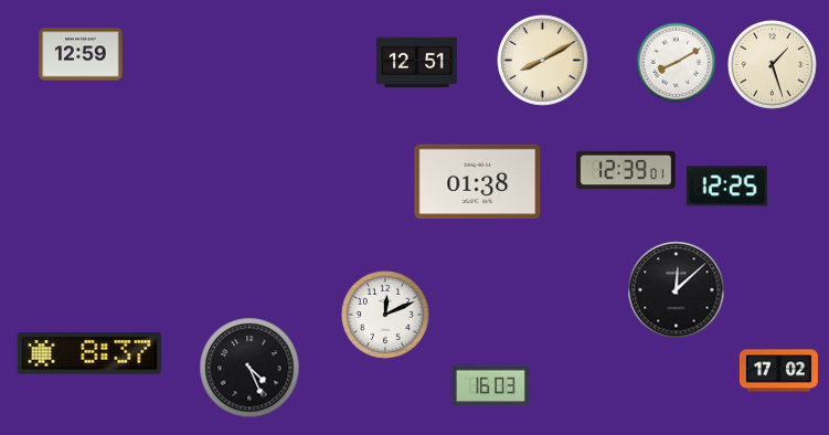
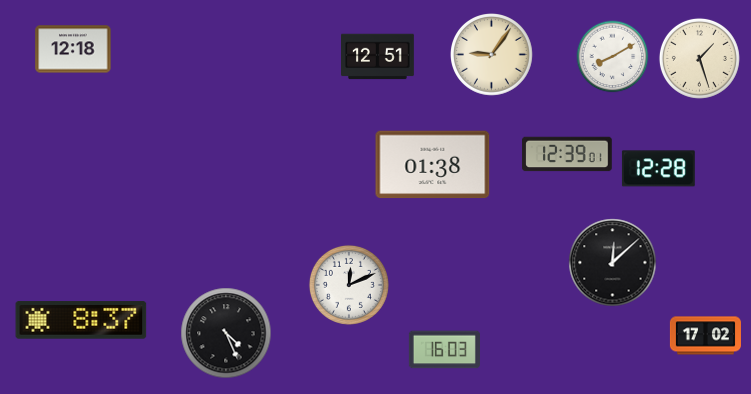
clock at (81, 54): 12:59 -> 12:18
clock at (543, 61): 8:10 -> 9:06
clock at (726, 187): 12:25 -> 12:28
